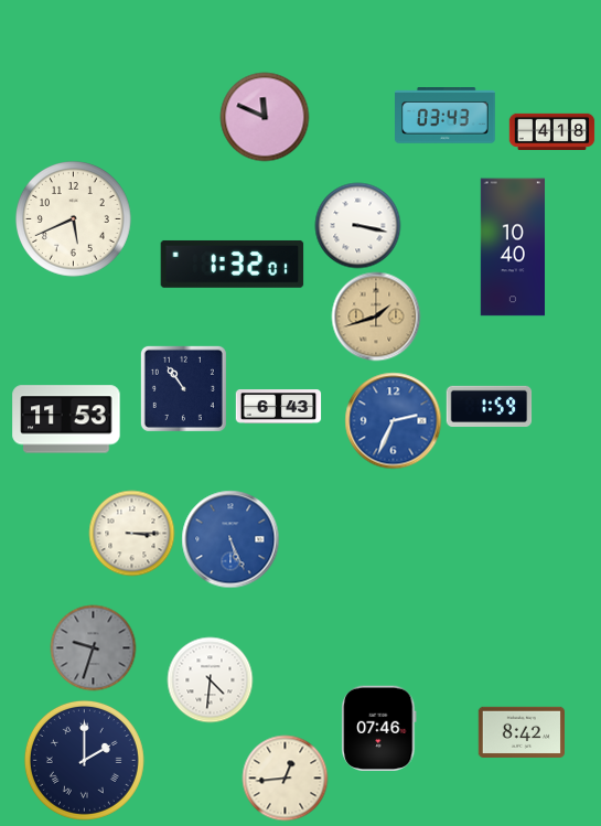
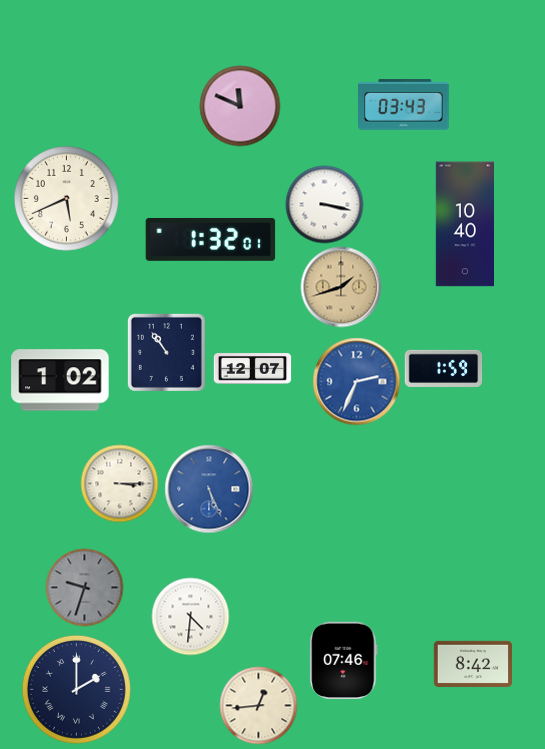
clock at (551, 131): 4:18 -> none
clock at (278, 407): 6:43 -> 12:07
clock at (66, 419): 11:53 -> 1:02
